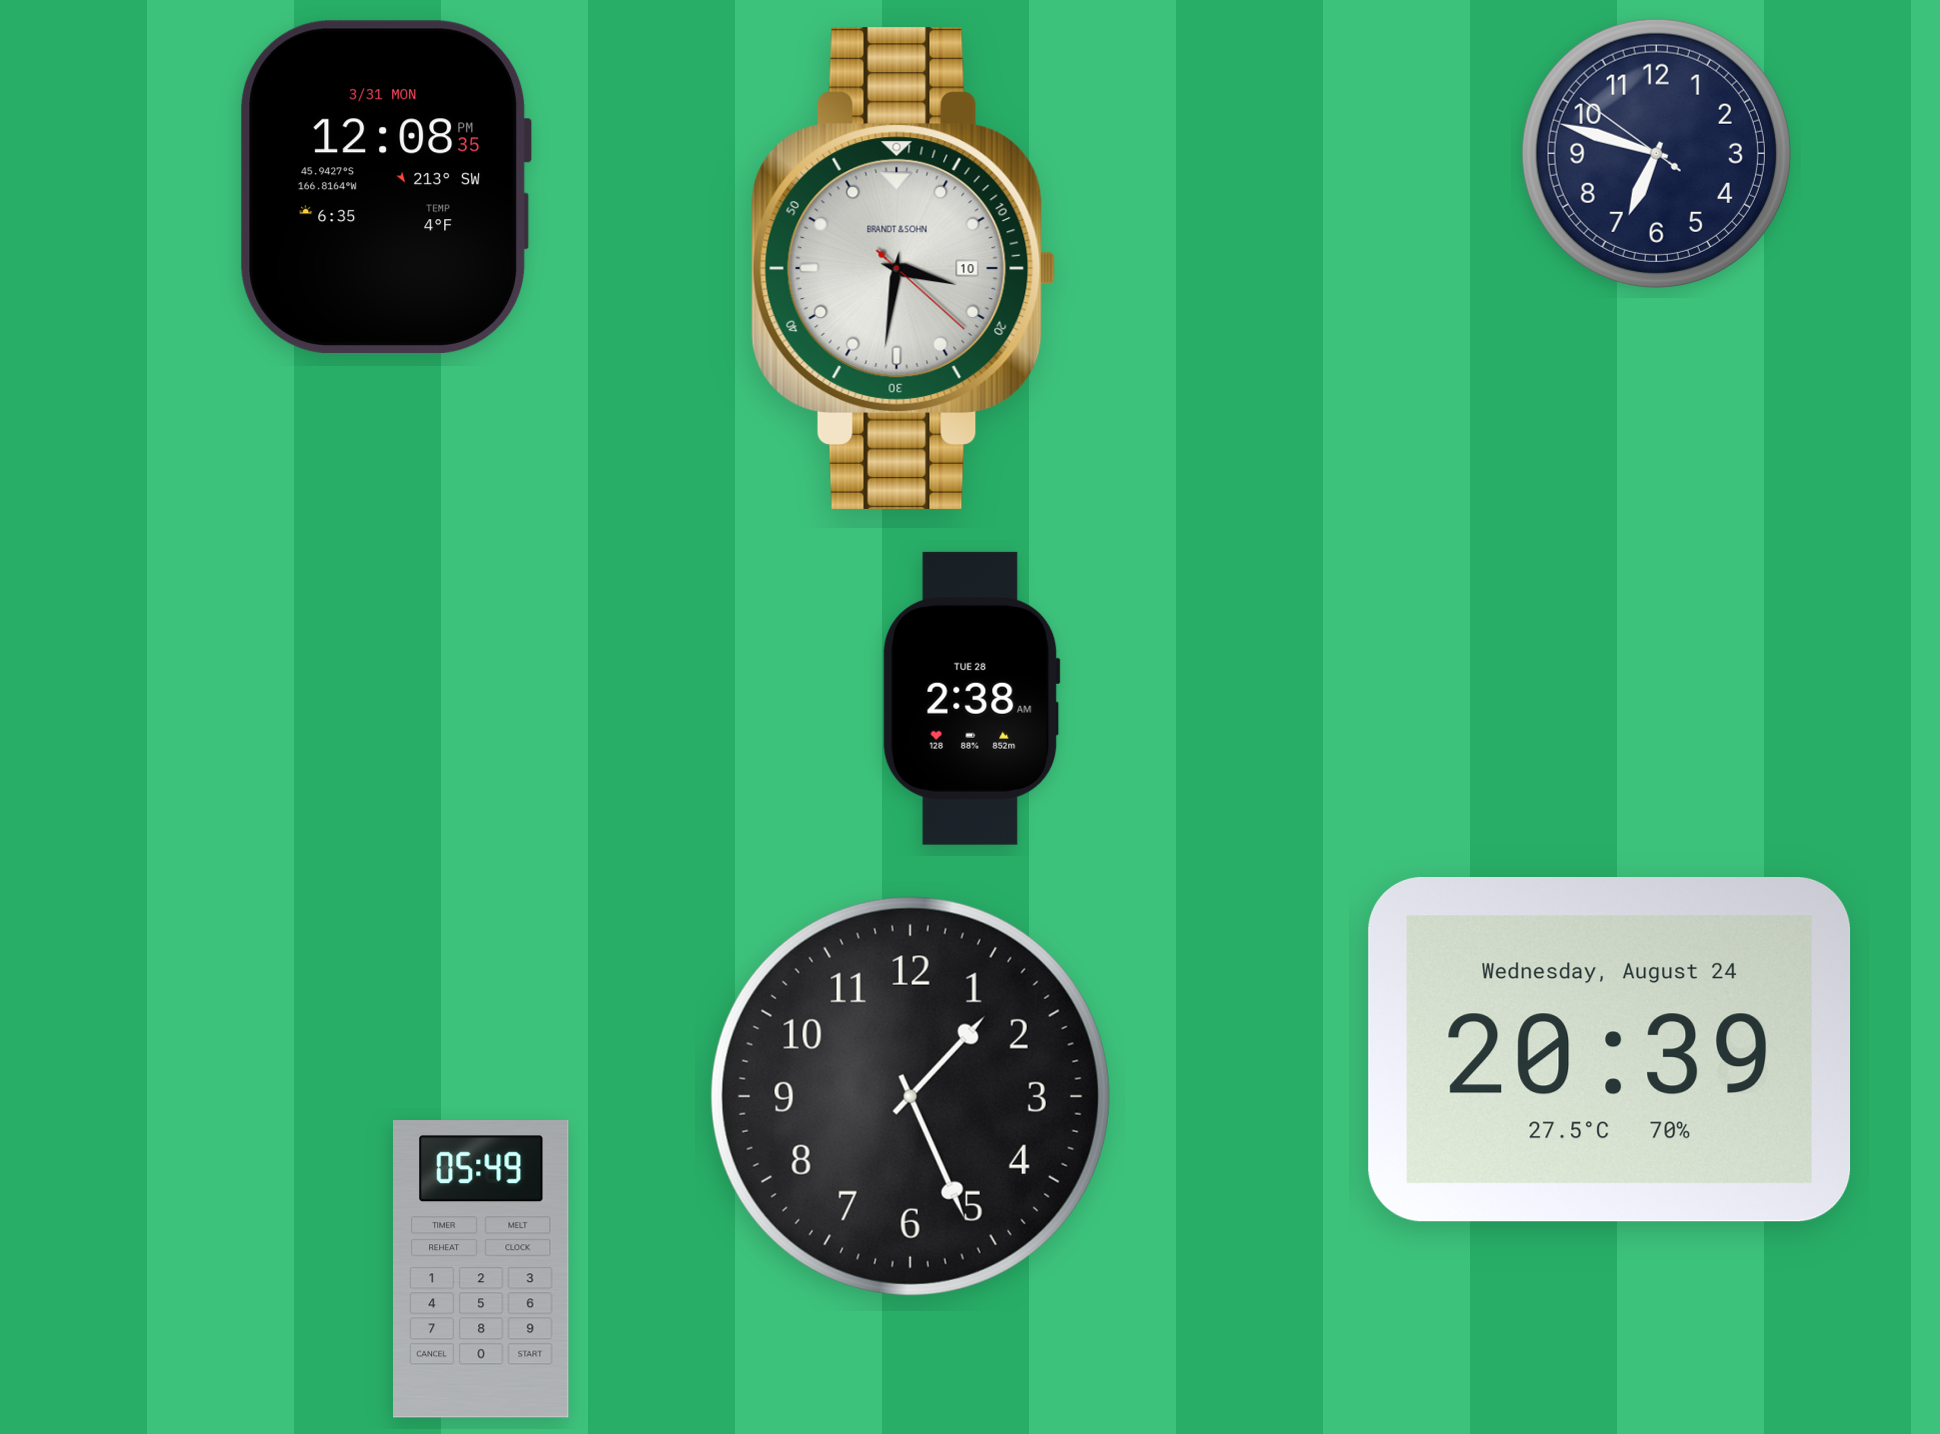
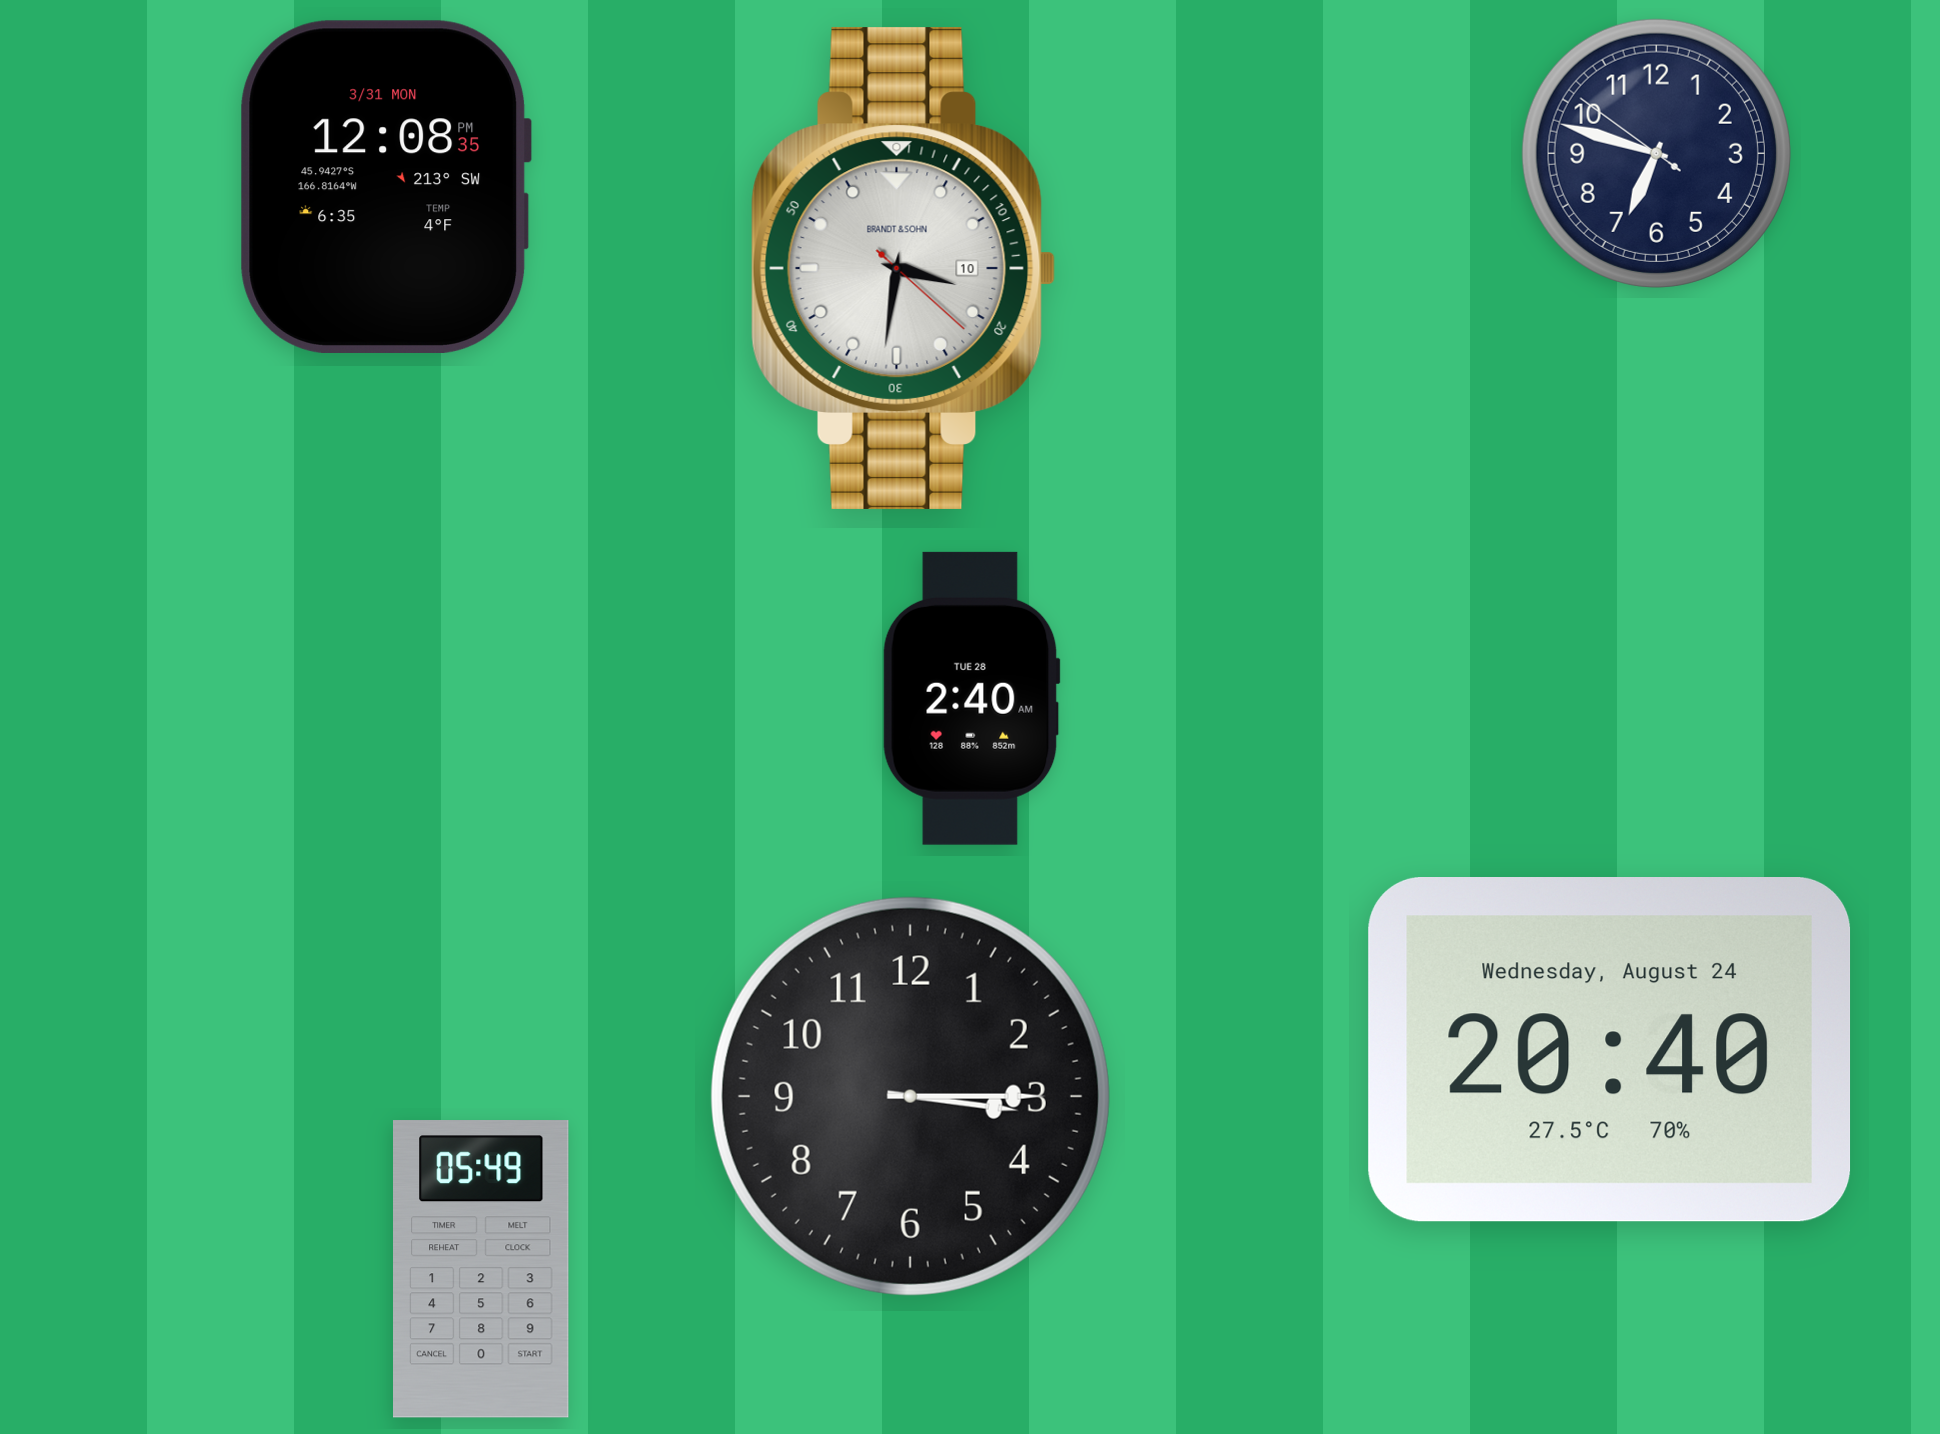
clock at (971, 698): 2:38 -> 2:40
clock at (1610, 1050): 20:39 -> 20:40
clock at (910, 1096): 1:26 -> 3:15
